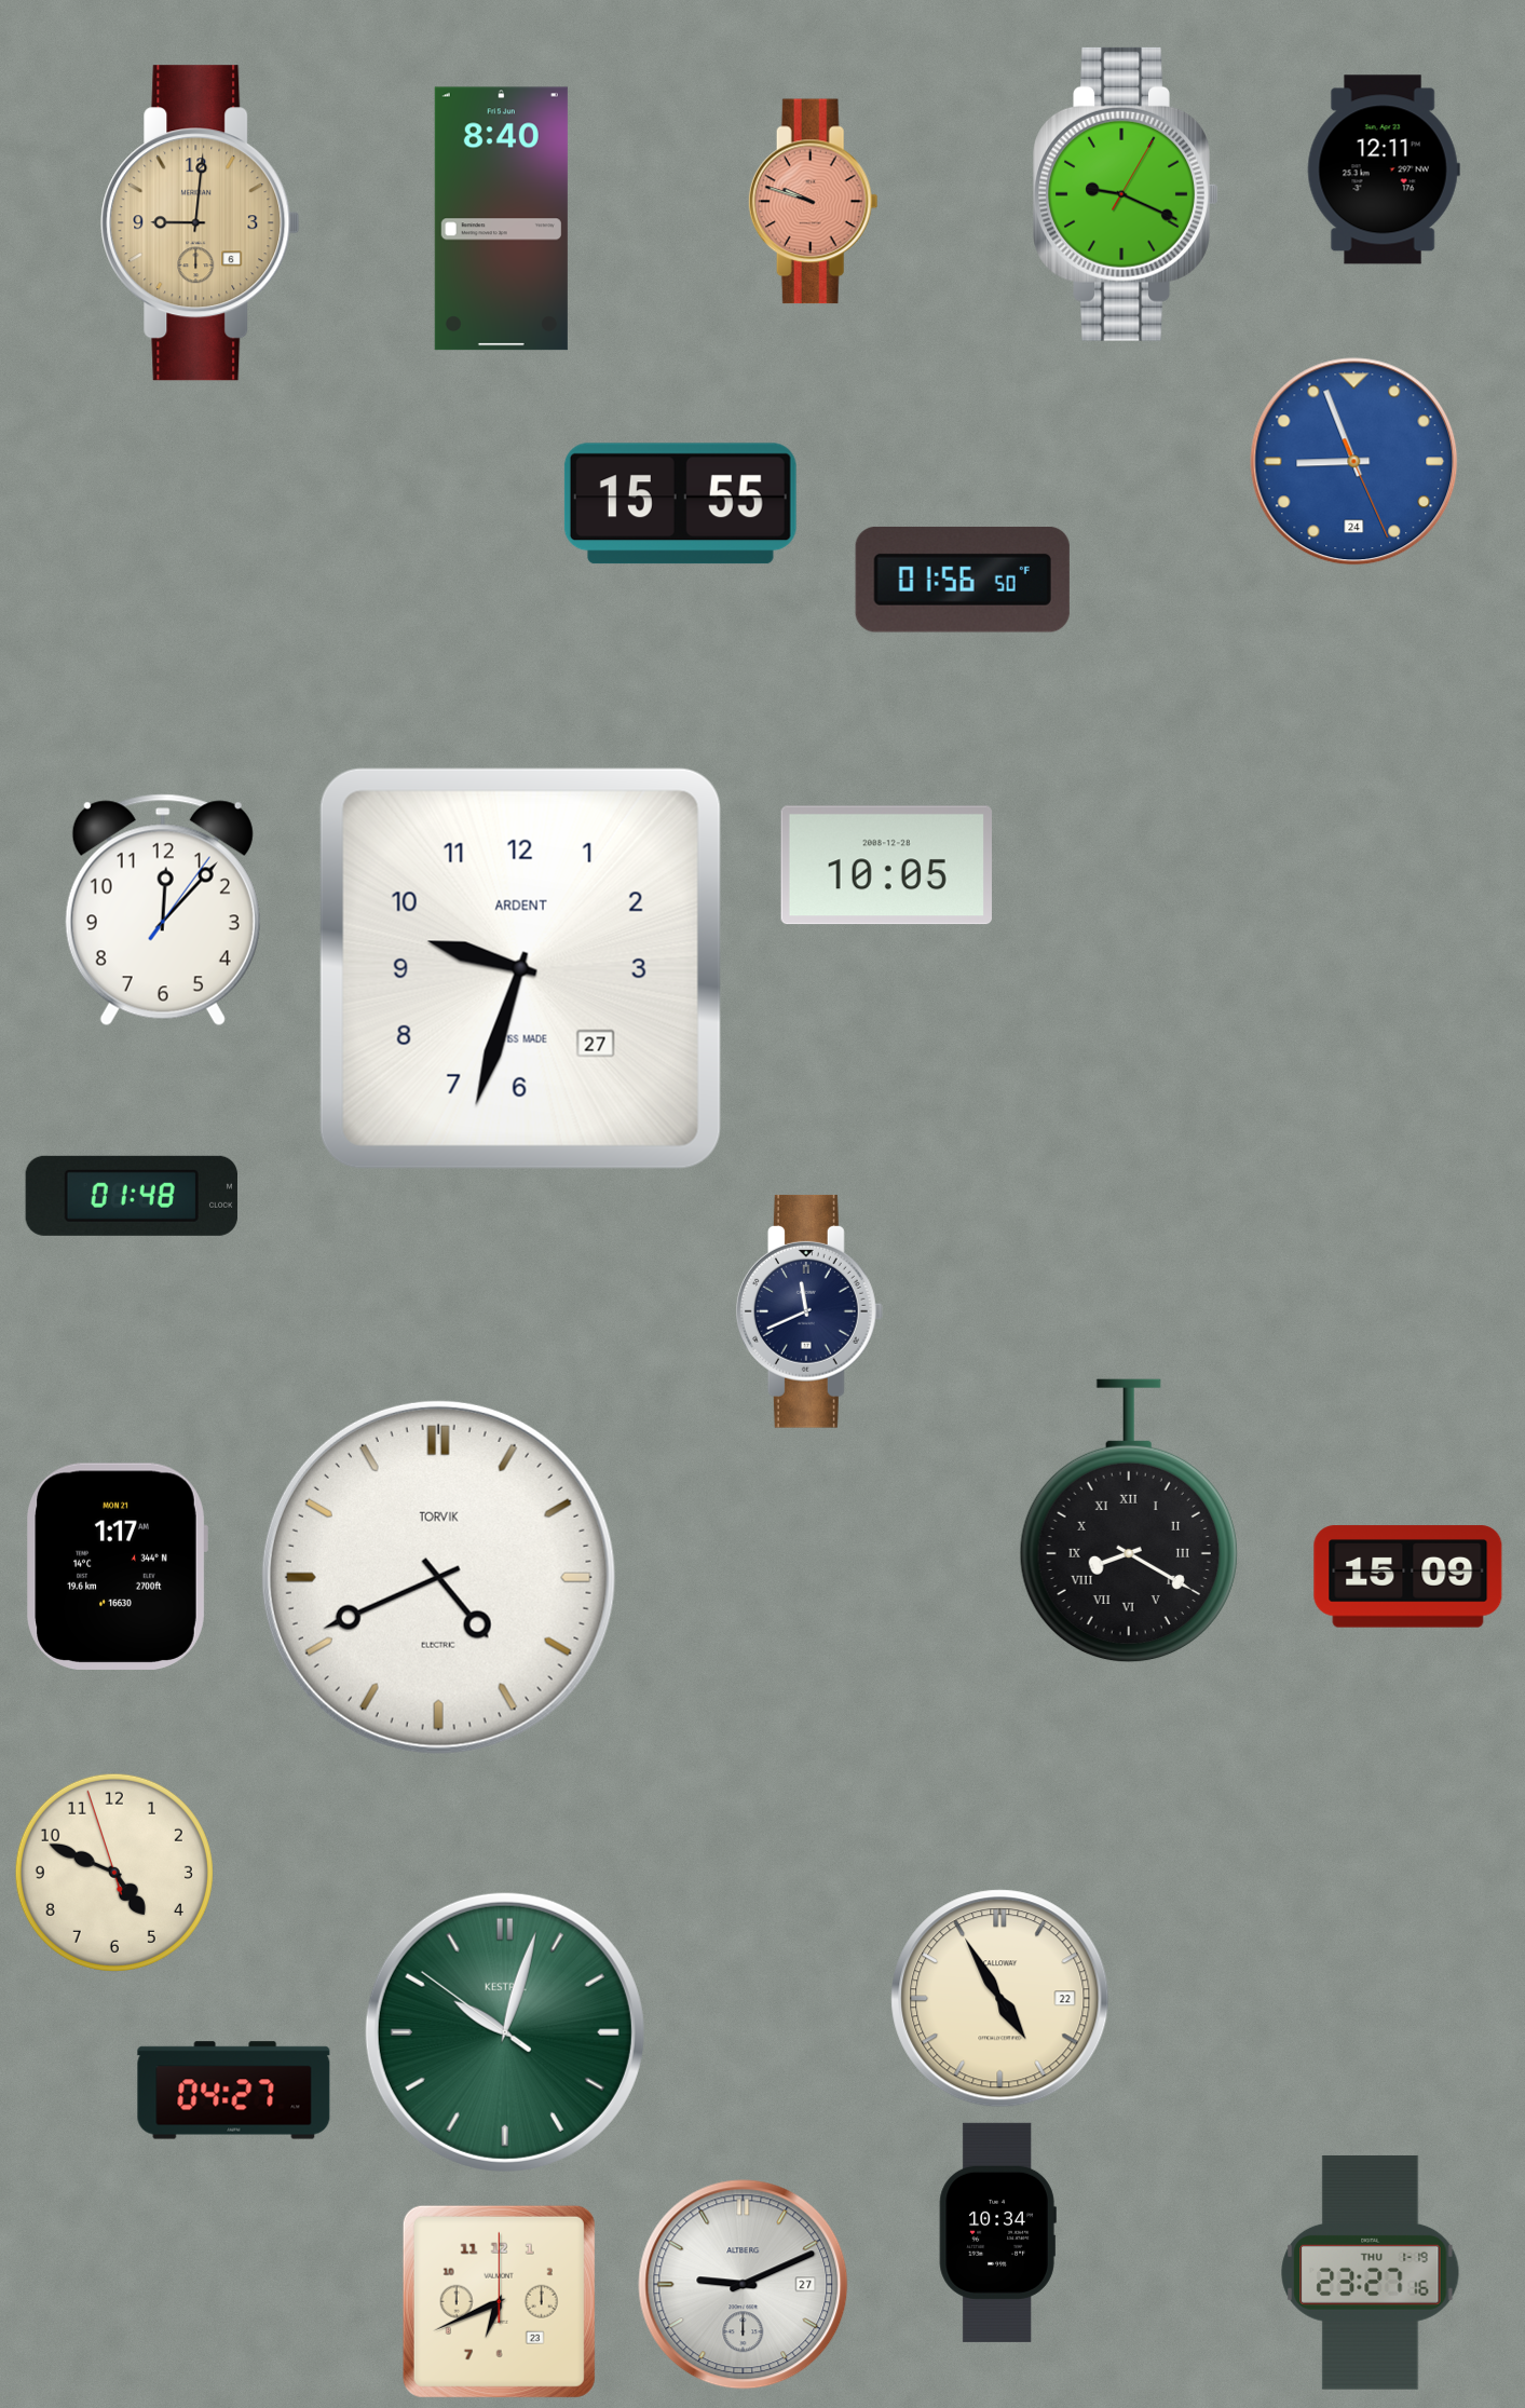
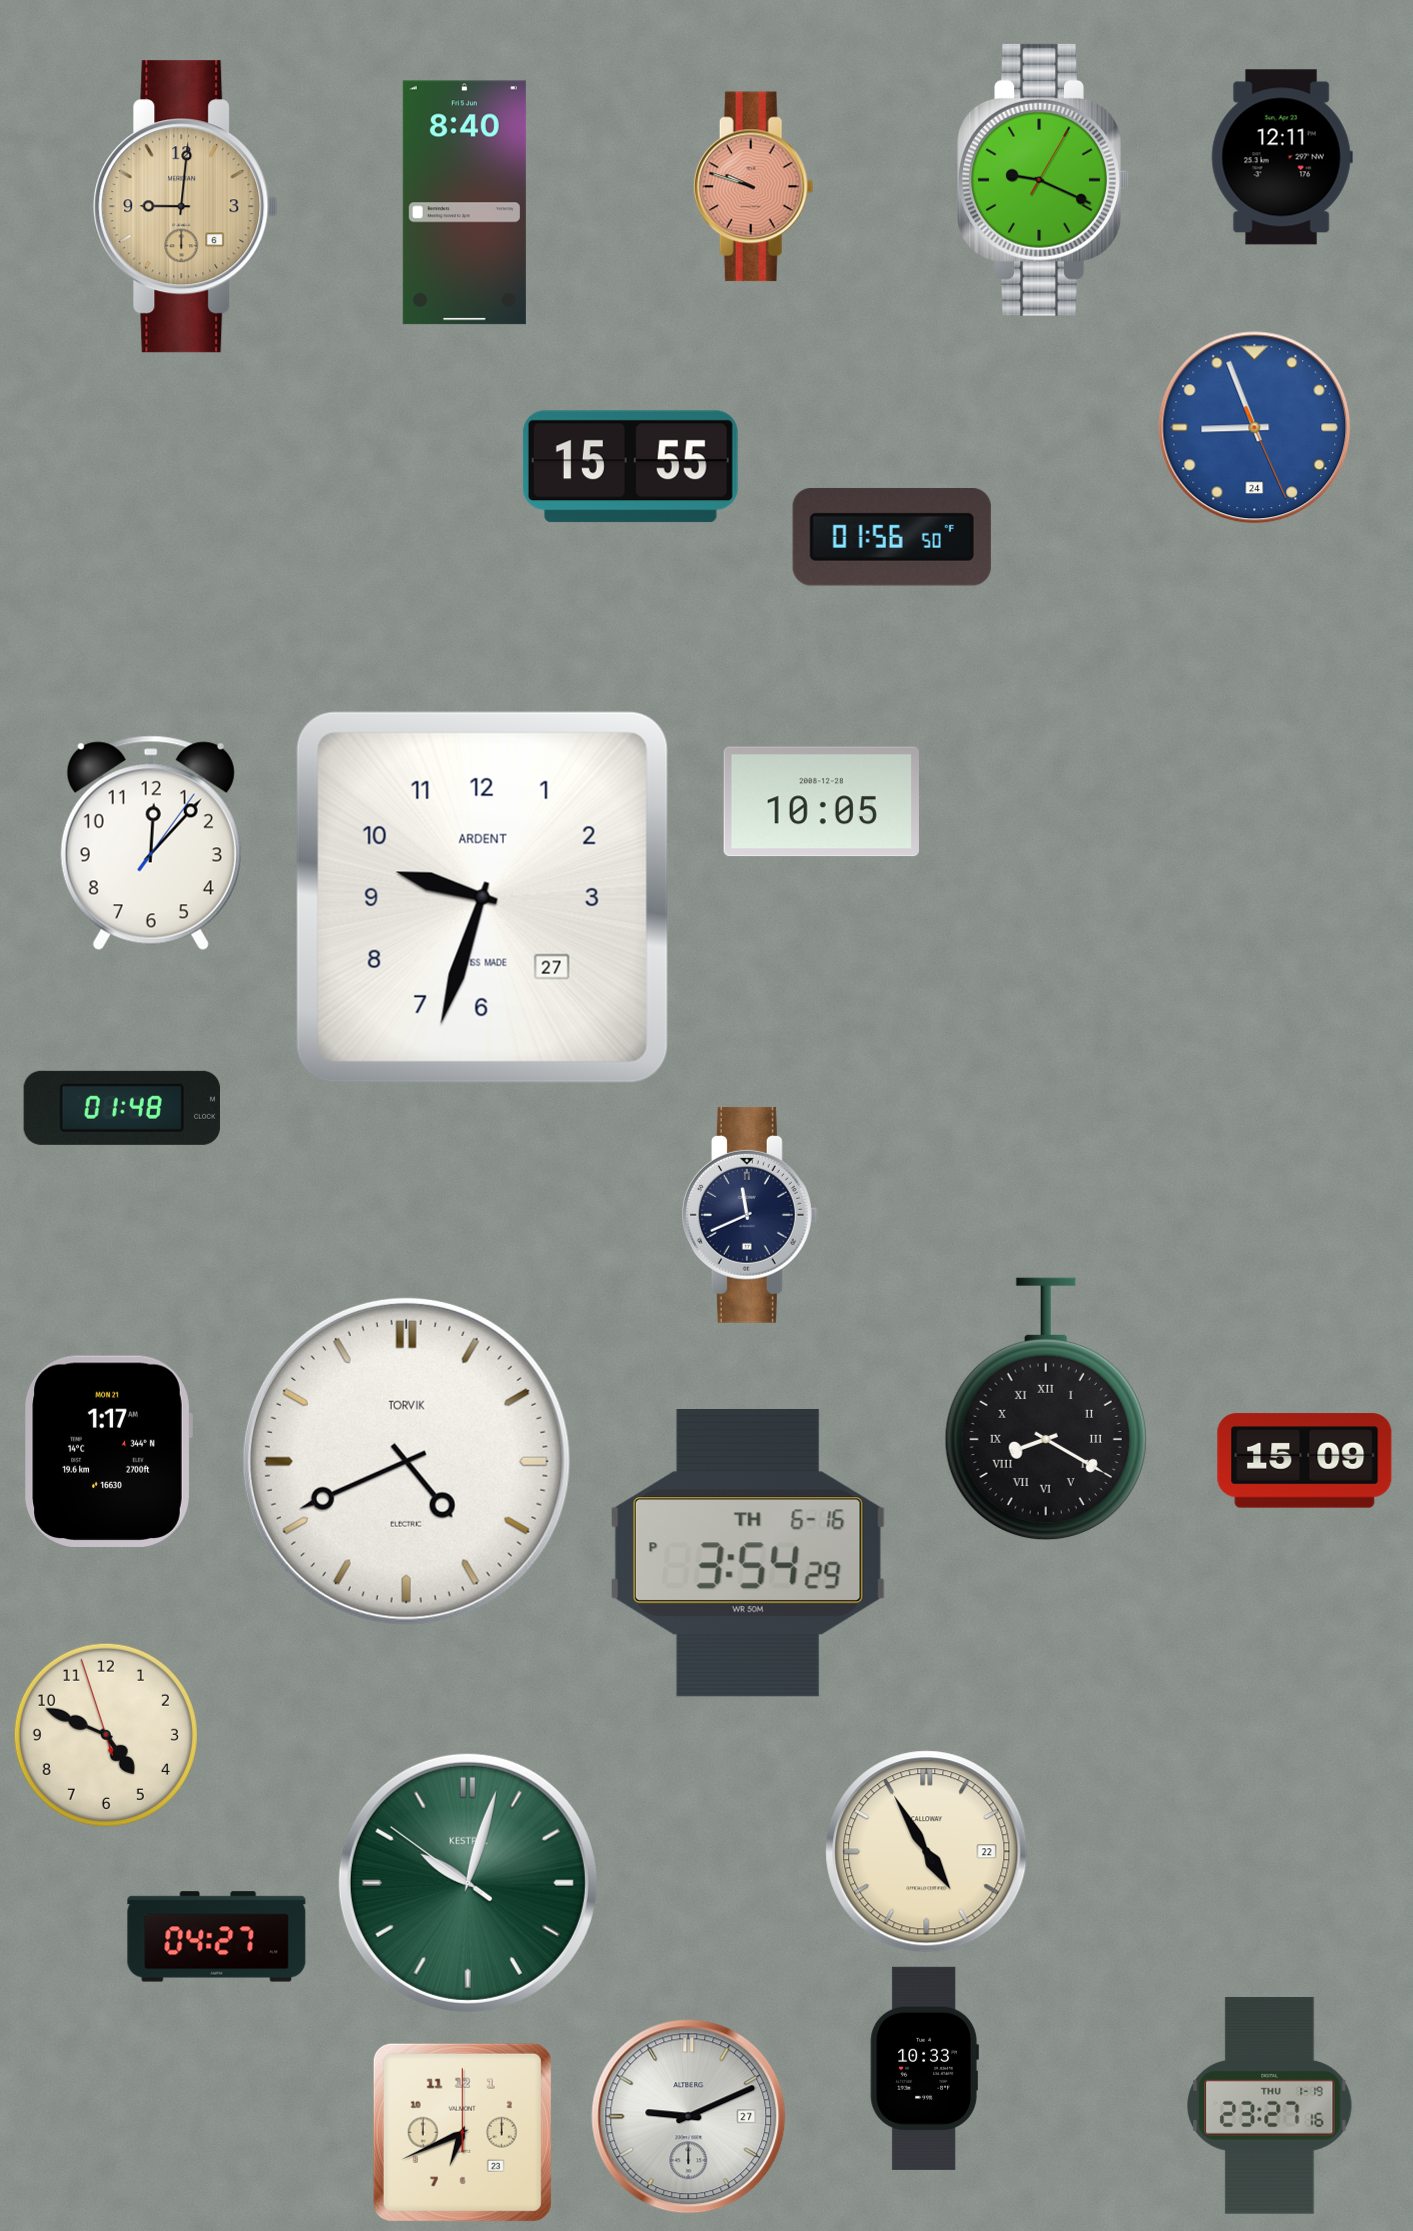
clock at (748, 1553): none -> 3:54
clock at (997, 2232): 10:34 -> 10:33
